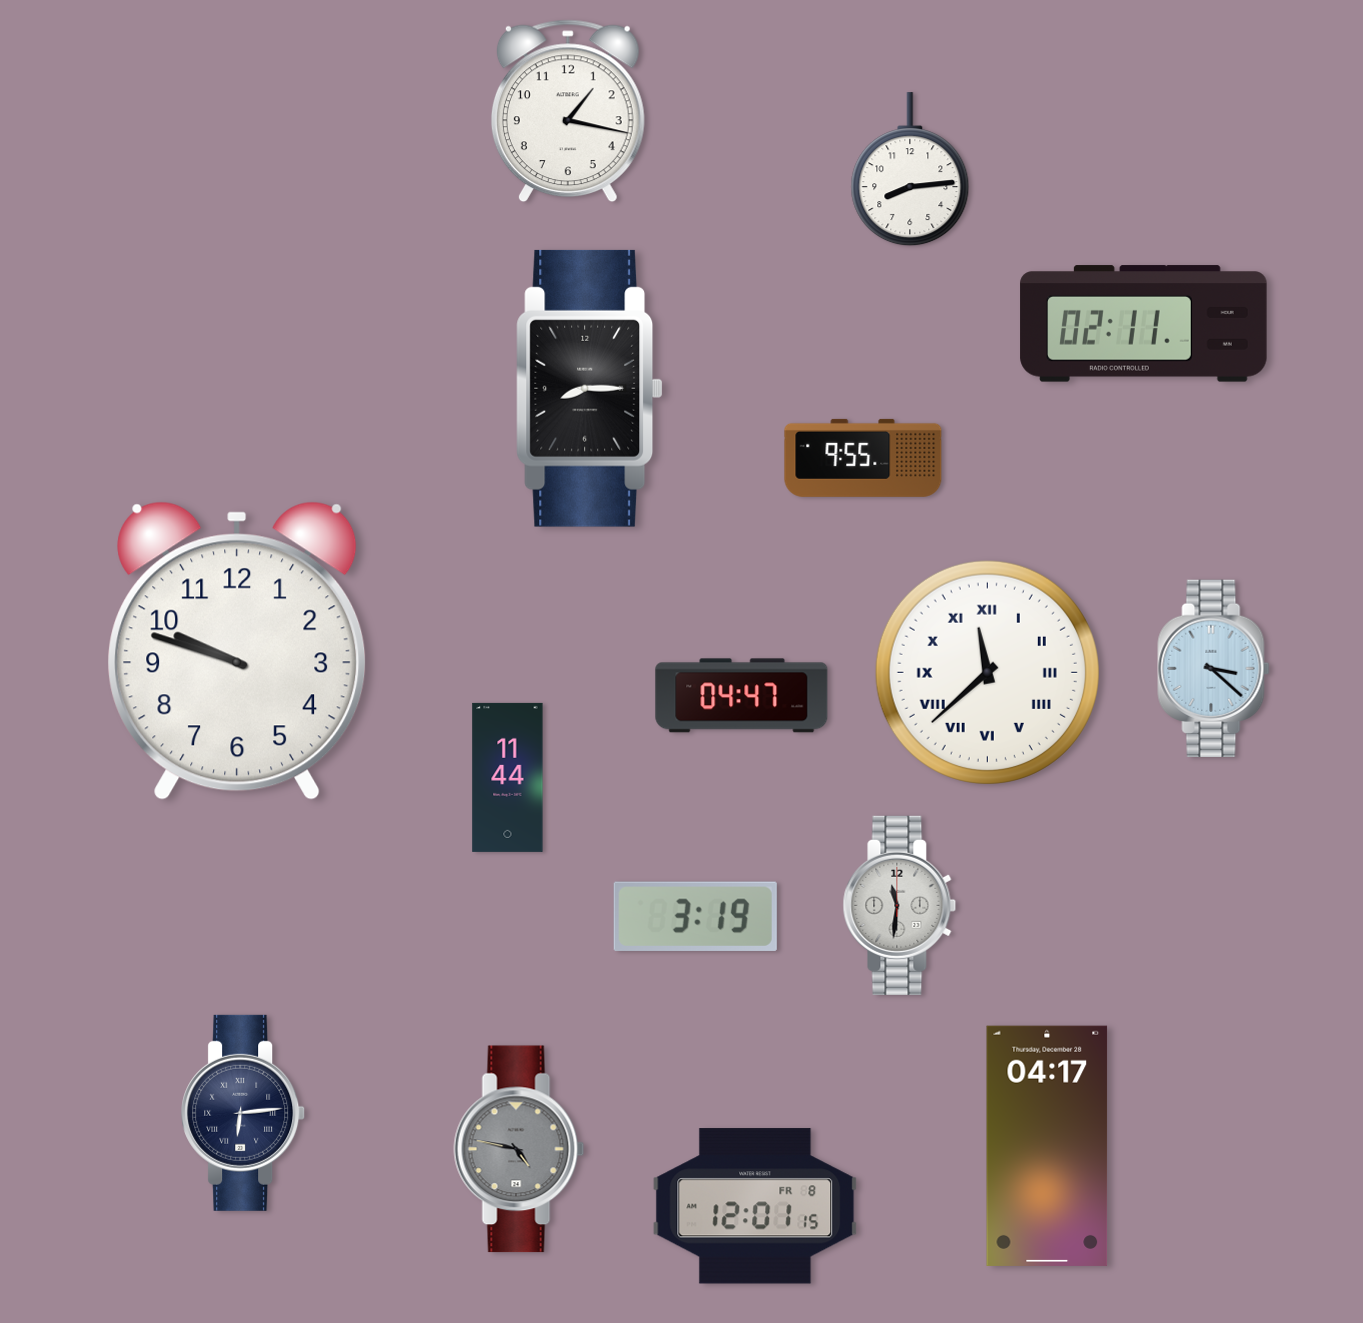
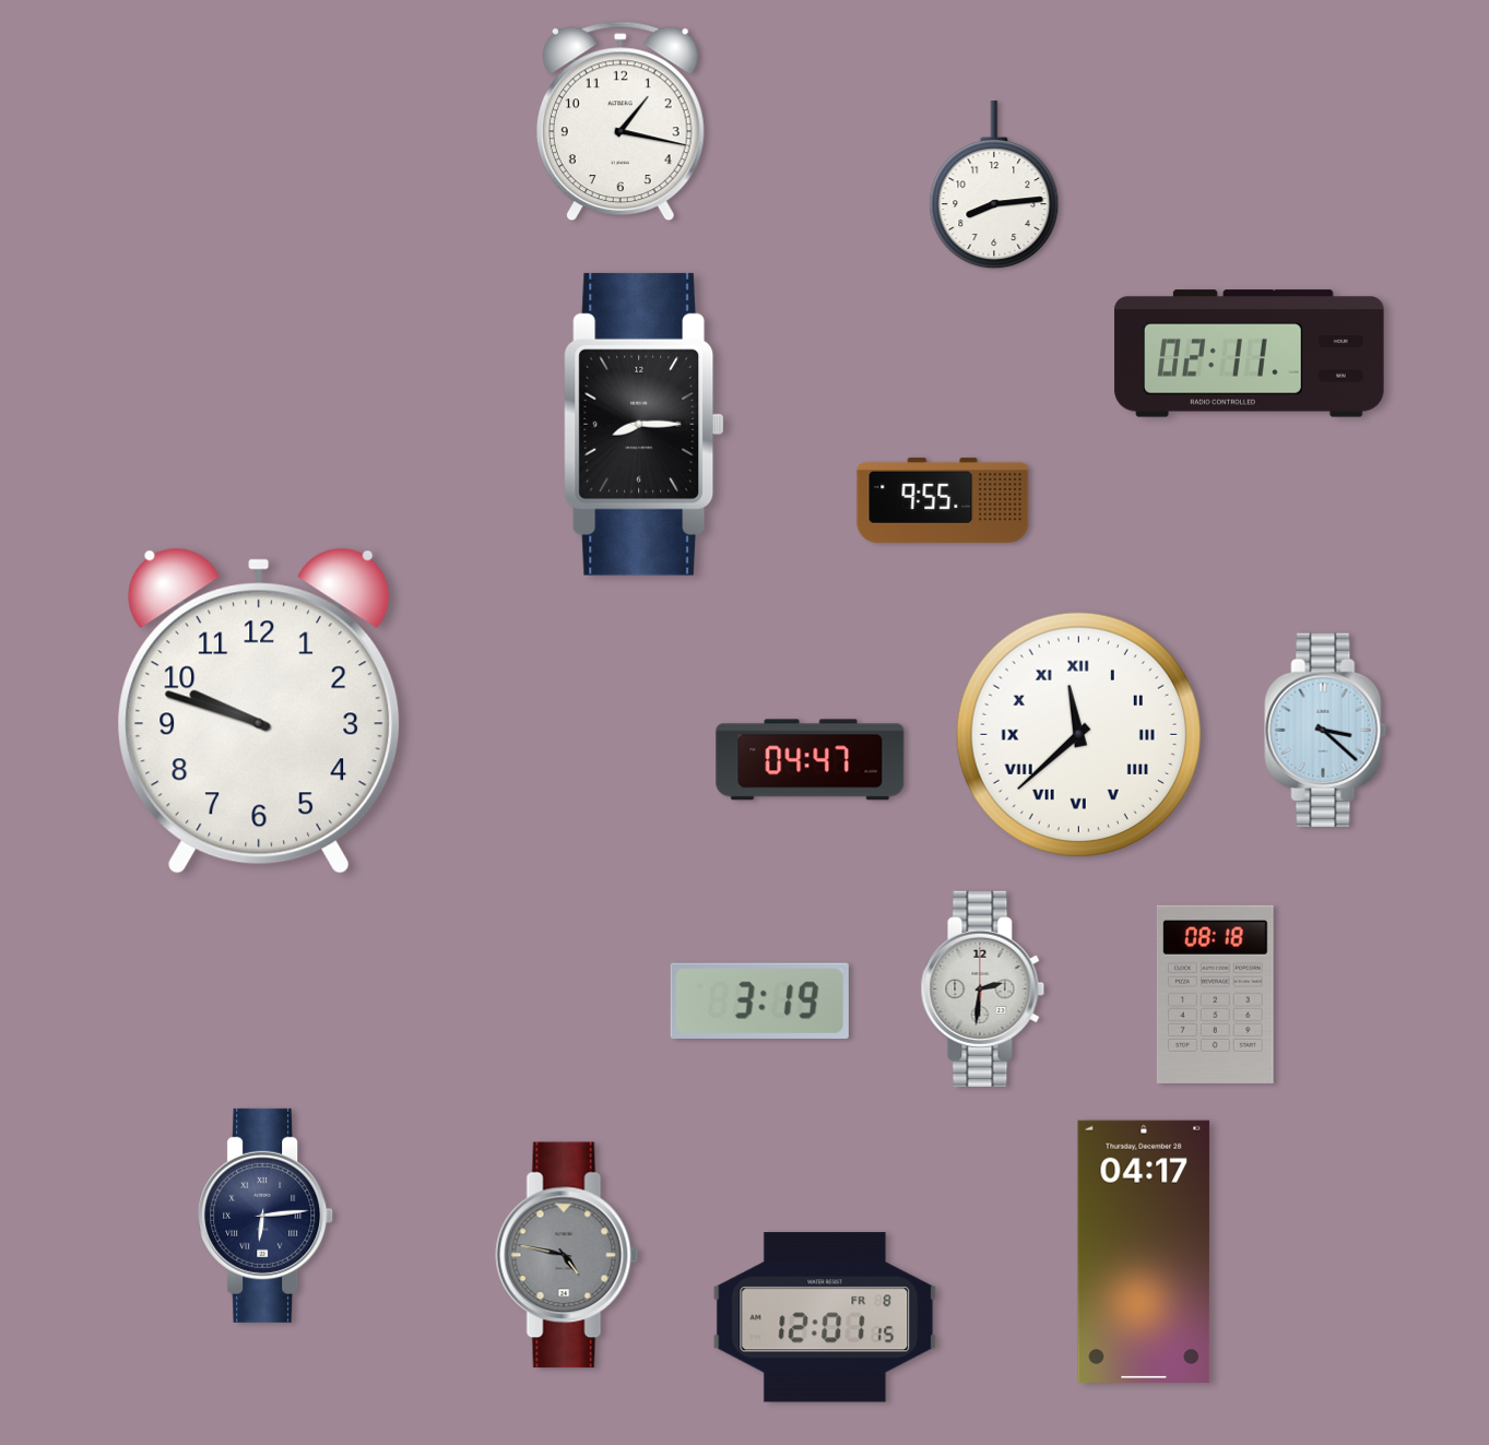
clock at (508, 777): 11:44 -> none
clock at (900, 905): 11:31 -> 2:31
clock at (1215, 994): none -> 08:18
